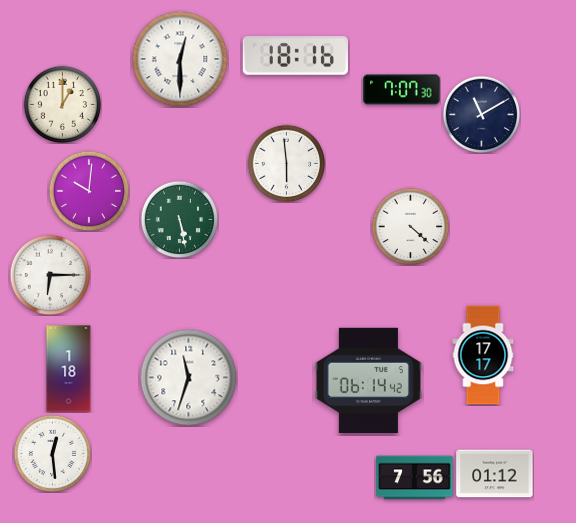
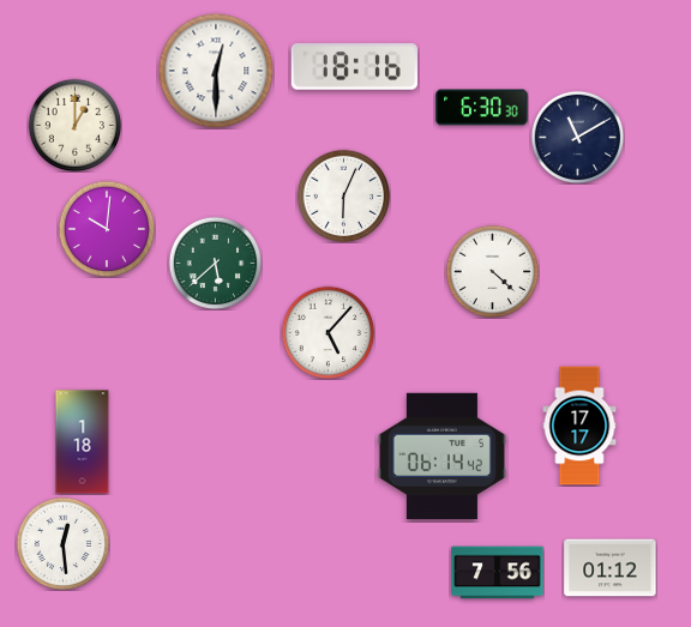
clock at (402, 90): 7:07 -> 6:30
clock at (286, 163): 5:59 -> 6:04
clock at (179, 219): 5:28 -> 5:38
clock at (50, 275): 6:15 -> none
clock at (328, 332): none -> 5:07
clock at (188, 377): 11:33 -> none
clock at (495, 474) position: (495, 474) -> (611, 568)
